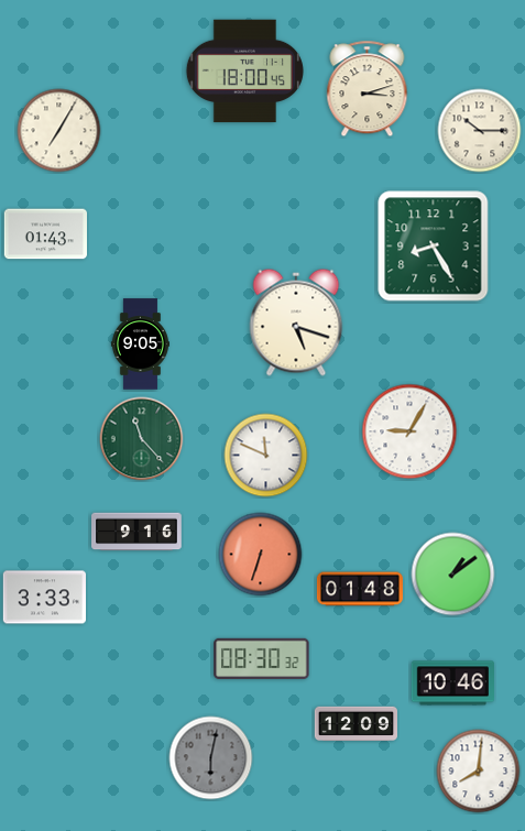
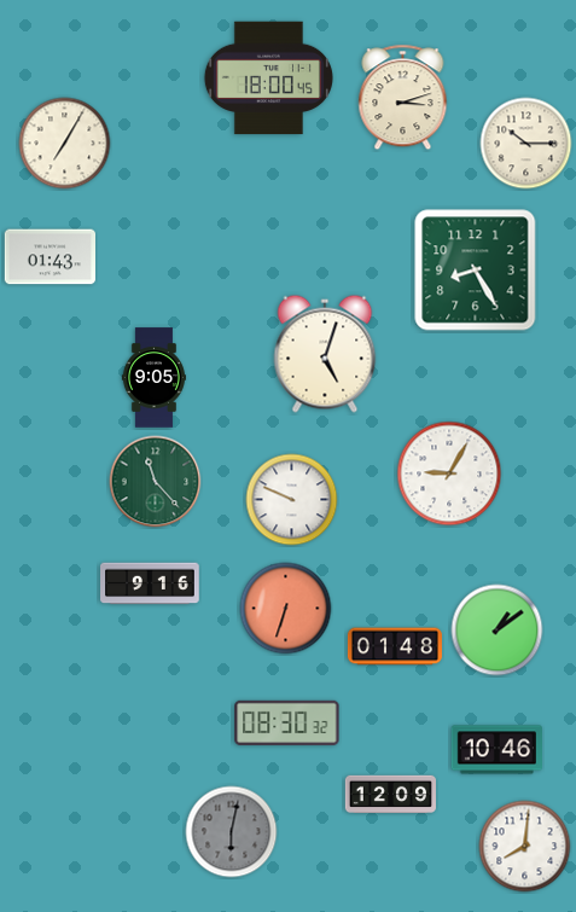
clock at (296, 322): 5:18 -> 5:03
clock at (266, 456): 11:49 -> 9:49
clock at (44, 598): 3:33 -> none
